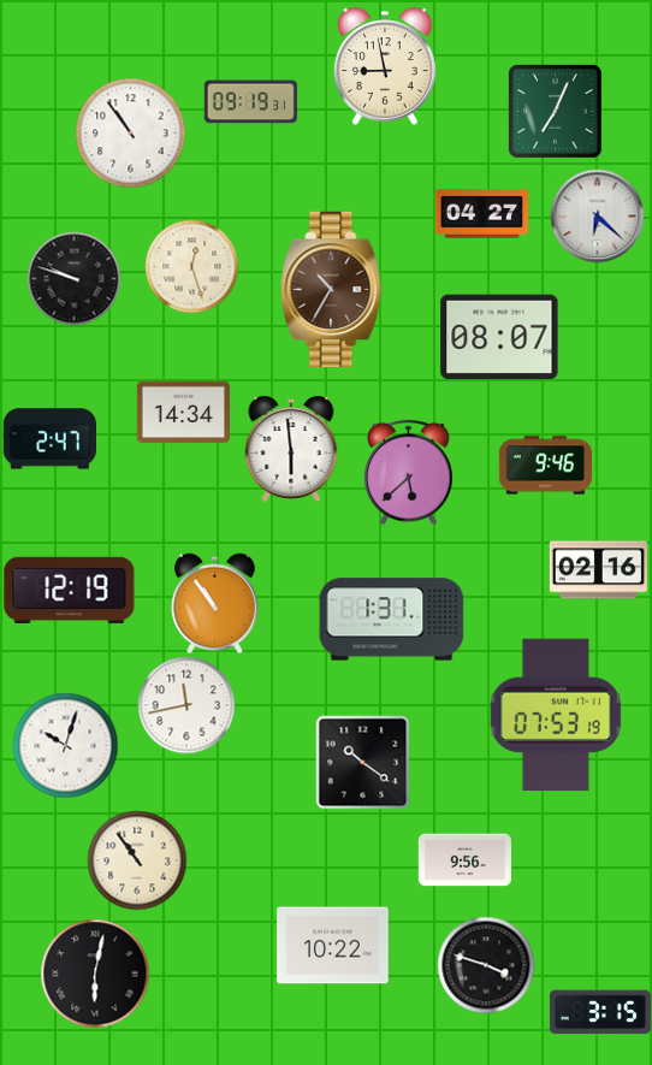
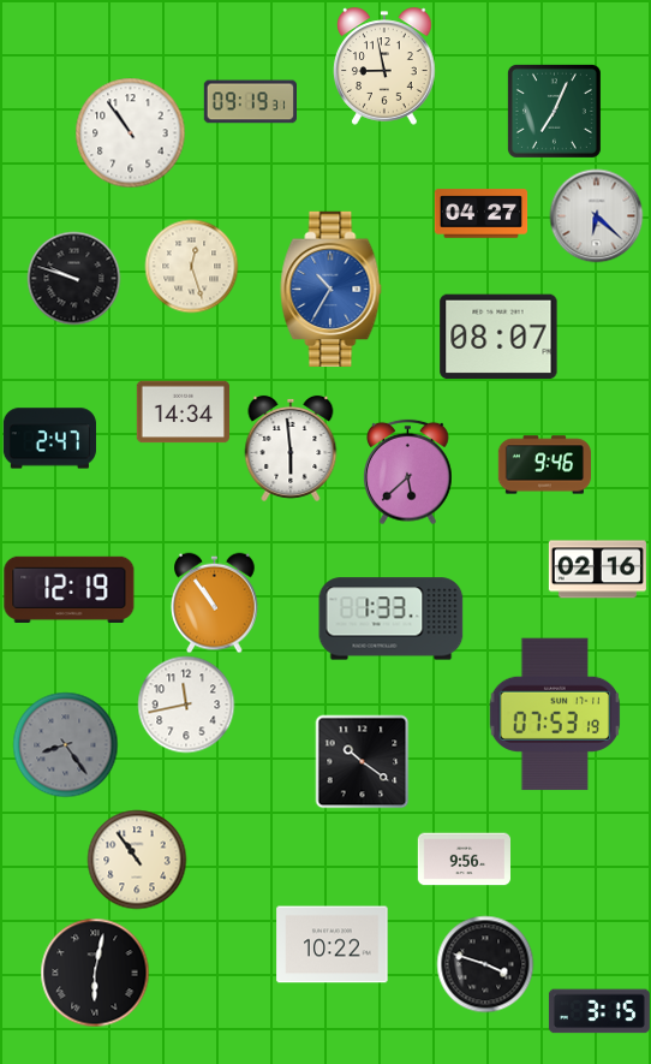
clock at (332, 289) dial: brown -> blue
clock at (392, 620): 1:31 -> 1:33
clock at (65, 745): 10:03 -> 8:24
clock at (65, 745) dial: white -> grey
